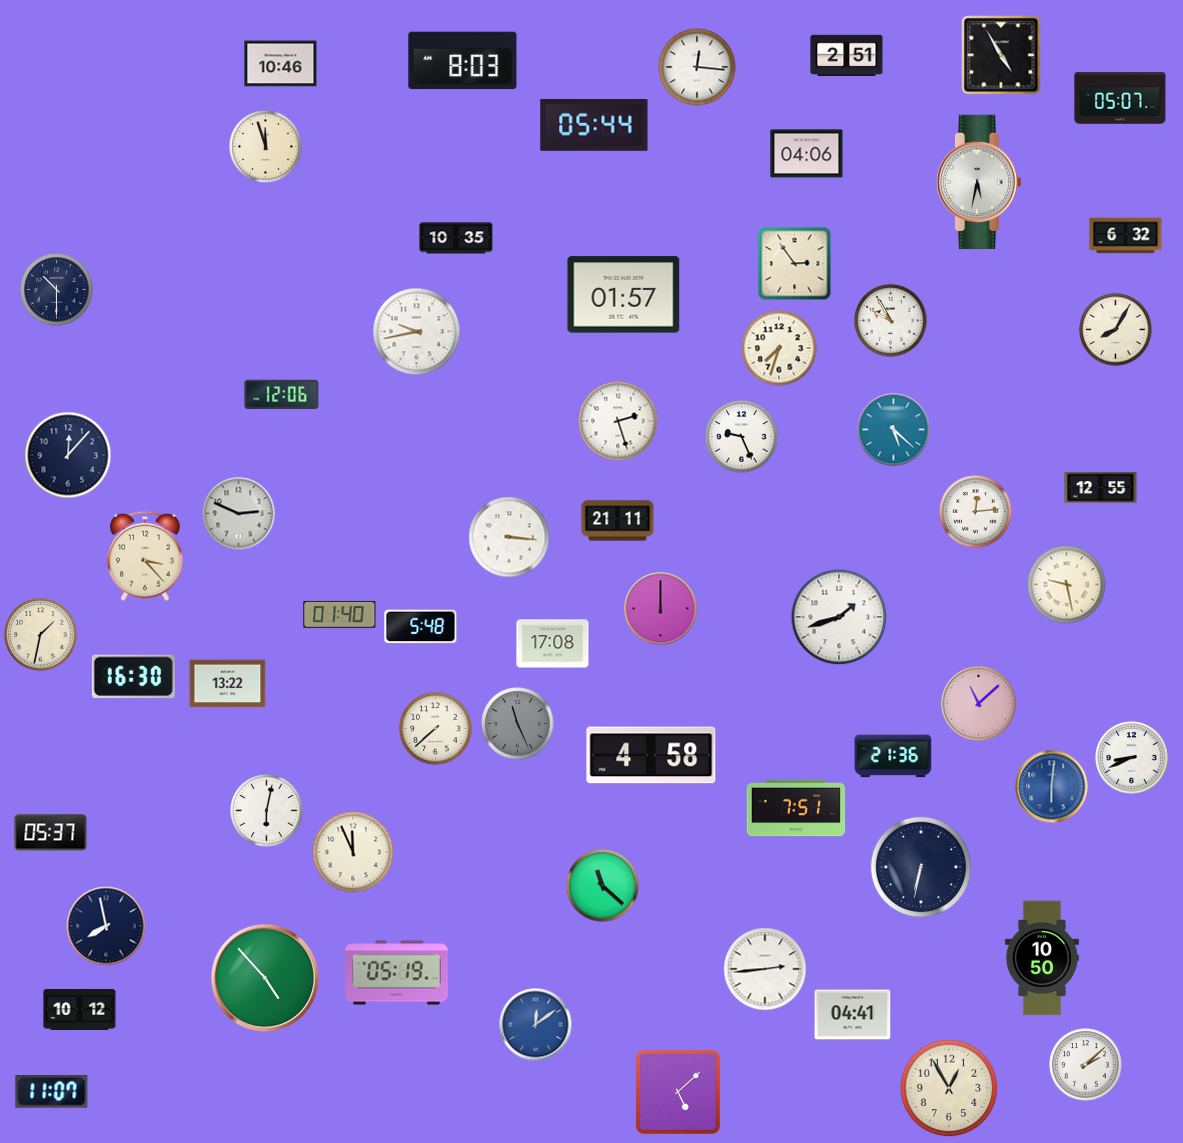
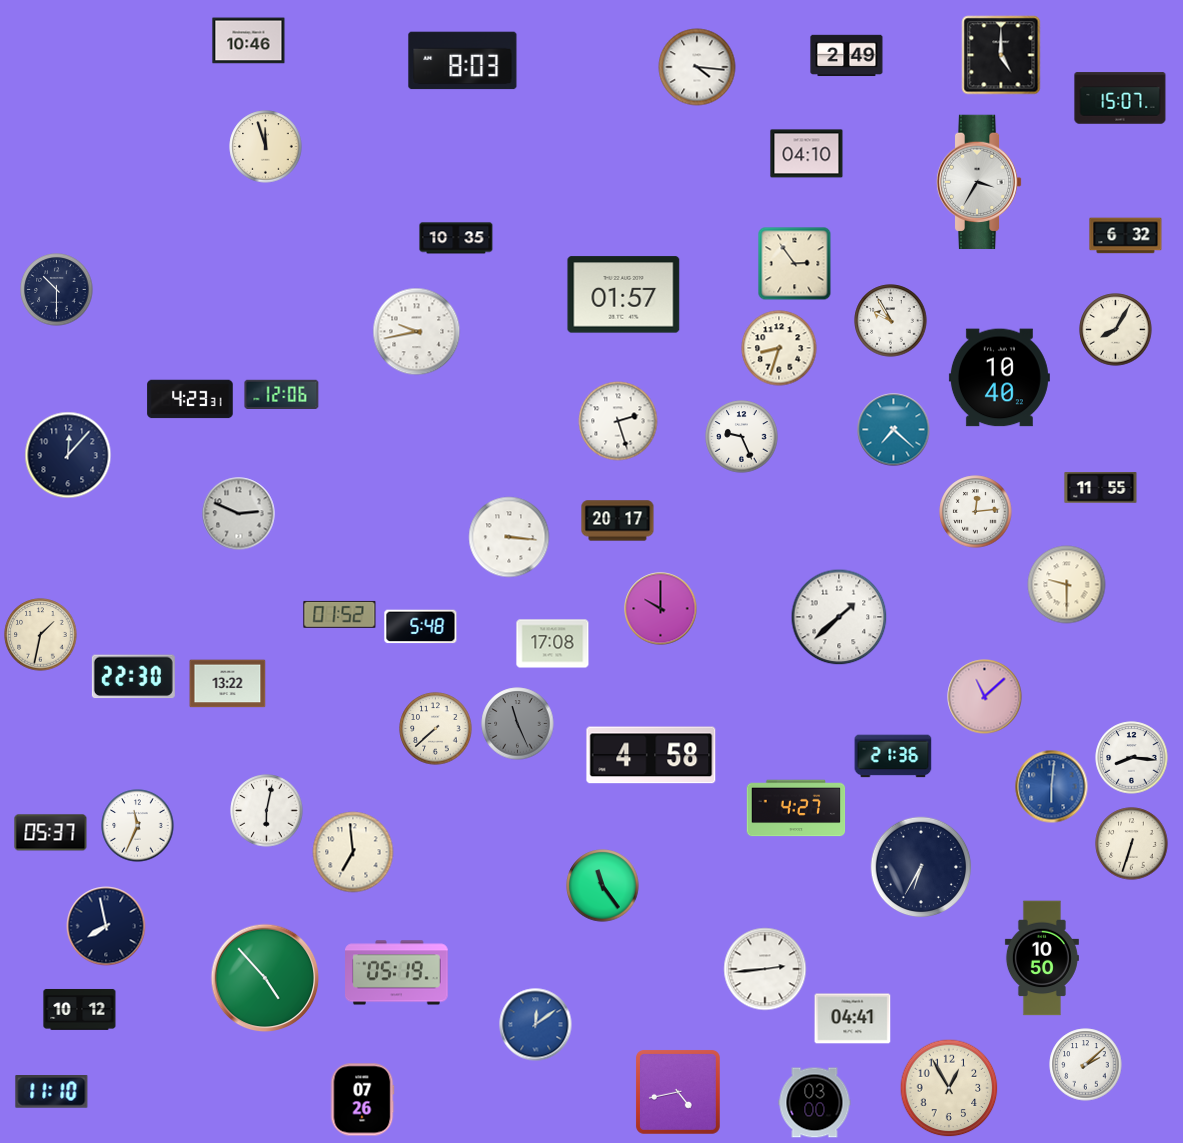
clock at (1001, 55): 4:55 -> 5:00
clock at (847, 56): 2:51 -> 2:49
clock at (281, 64) position: (281, 64) -> (249, 41)
clock at (697, 67): 12:16 -> 4:16
clock at (1120, 98): 05:07 -> 15:07
clock at (594, 125): 05:44 -> none
clock at (807, 154): 04:06 -> 04:10
clock at (979, 182): 5:32 -> 3:35
clock at (779, 348): 7:33 -> 8:33
clock at (999, 378): none -> 10:40
clock at (190, 399): none -> 4:23
clock at (894, 430): 5:22 -> 7:22
clock at (1101, 488): 12:55 -> 11:55
clock at (618, 521): 21:11 -> 20:17
clock at (146, 556): 3:23 -> none
clock at (1067, 585): 9:28 -> 9:30
clock at (661, 609): 12:00 -> 10:00
clock at (340, 614): 01:40 -> 01:52
clock at (839, 617): 1:42 -> 1:38
clock at (133, 677): 16:30 -> 22:30
clock at (979, 704) position: (979, 704) -> (985, 697)
clock at (1132, 758): 8:41 -> 8:16
clock at (796, 808): 7:51 -> 4:27
clock at (138, 826): none -> 11:34
clock at (1132, 844): none -> 6:33
clock at (353, 852): 11:56 -> 6:59
clock at (921, 867): 6:32 -> 6:35
clock at (603, 886): 11:22 -> 11:24
clock at (853, 1015) position: (853, 1015) -> (853, 1019)
clock at (52, 1092): 11:07 -> 11:10
clock at (678, 1092): 5:08 -> 4:43
clock at (362, 1100): none -> 07:26
clock at (815, 1103): none -> 03:00
